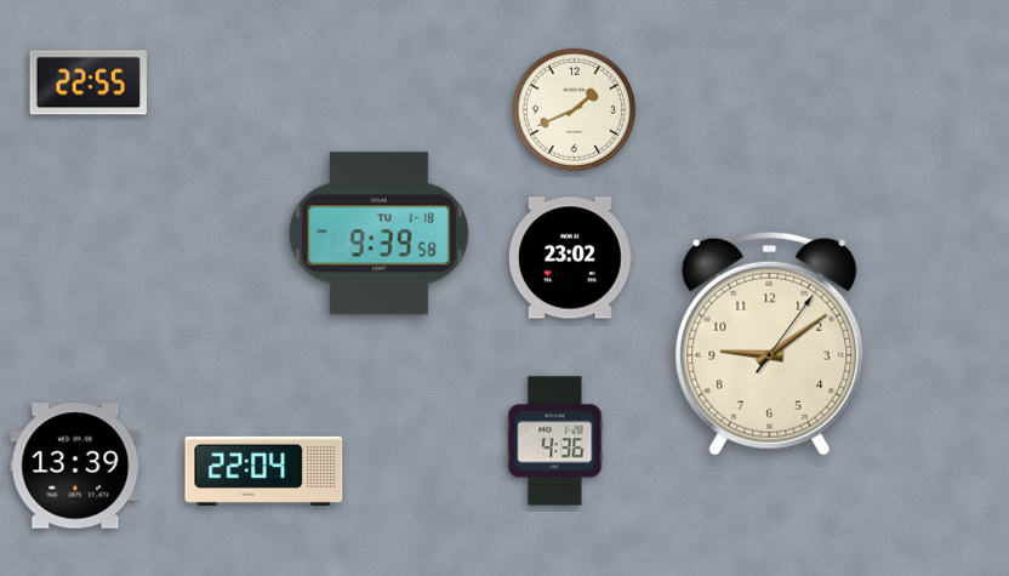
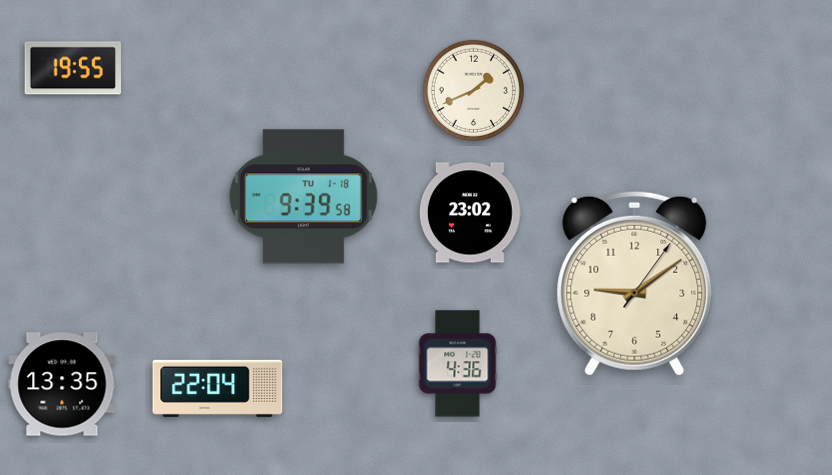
clock at (89, 82): 22:55 -> 19:55
clock at (378, 234) position: (378, 234) -> (303, 197)
clock at (75, 466): 13:39 -> 13:35
